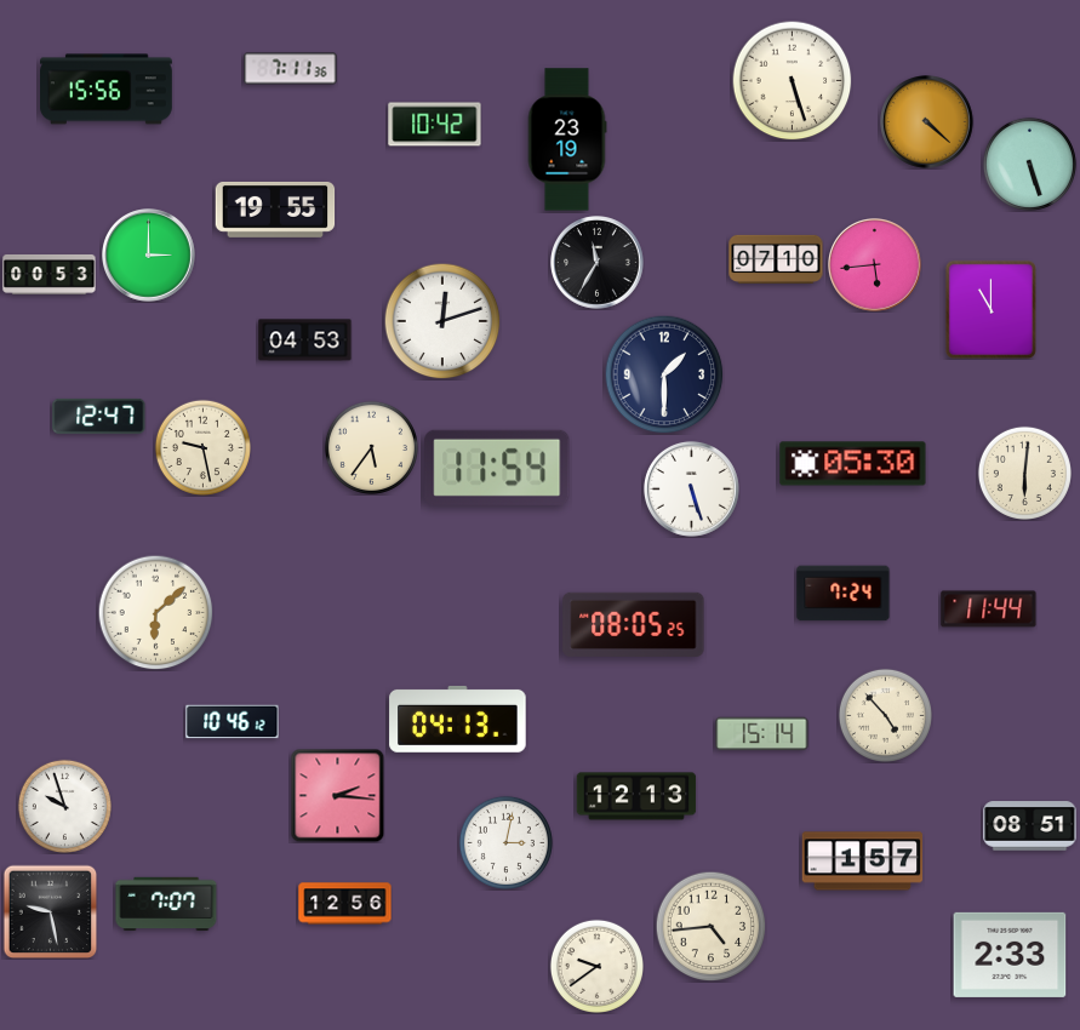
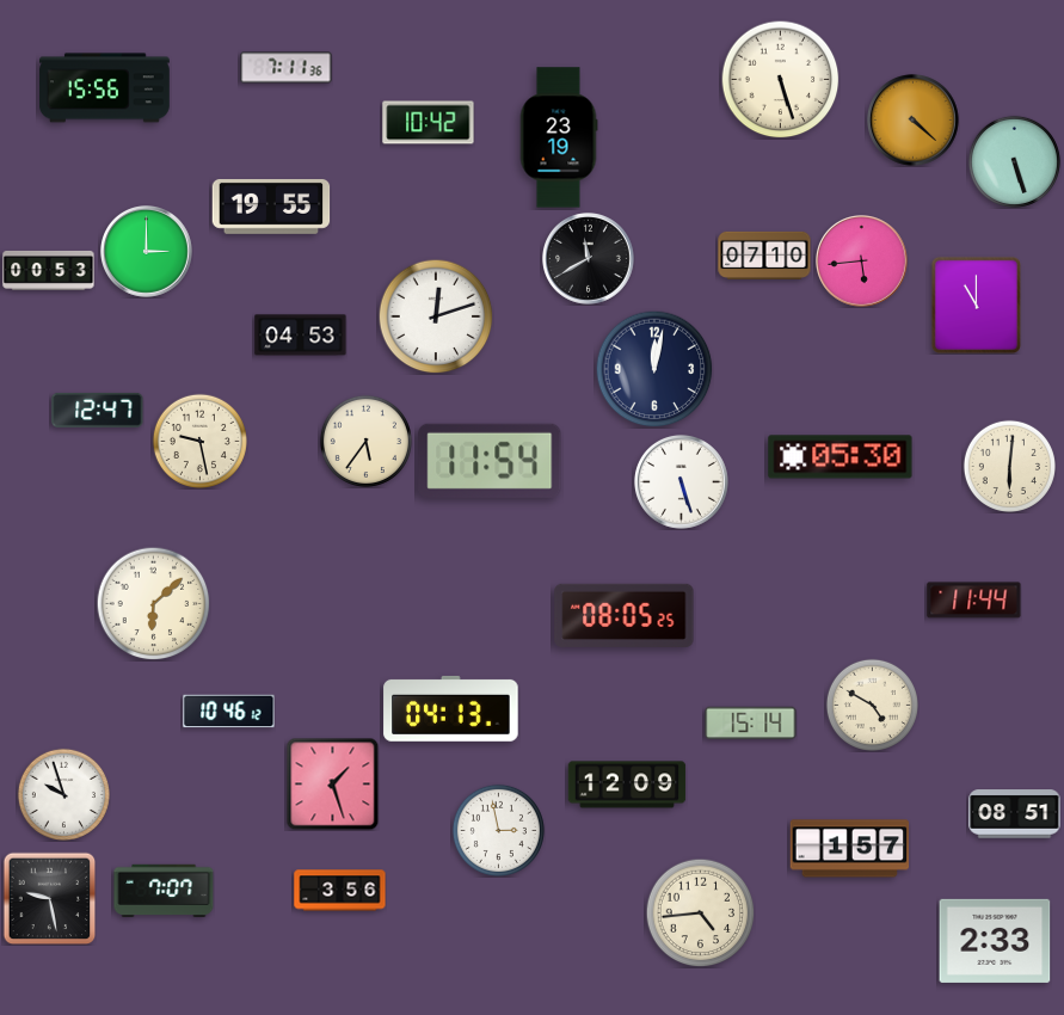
clock at (598, 263): 11:35 -> 11:40
clock at (664, 374): 1:30 -> 12:02
clock at (844, 594): 7:24 -> none
clock at (885, 715): 4:53 -> 4:50
clock at (337, 795): 2:16 -> 1:27
clock at (636, 796): 12:13 -> 12:09
clock at (505, 842): 3:02 -> 2:58
clock at (345, 904): 12:56 -> 3:56
clock at (596, 966): 9:39 -> none
